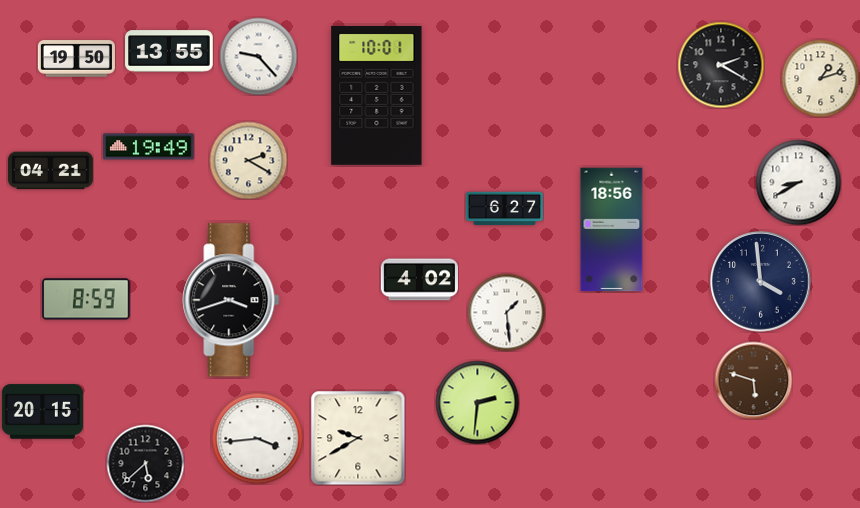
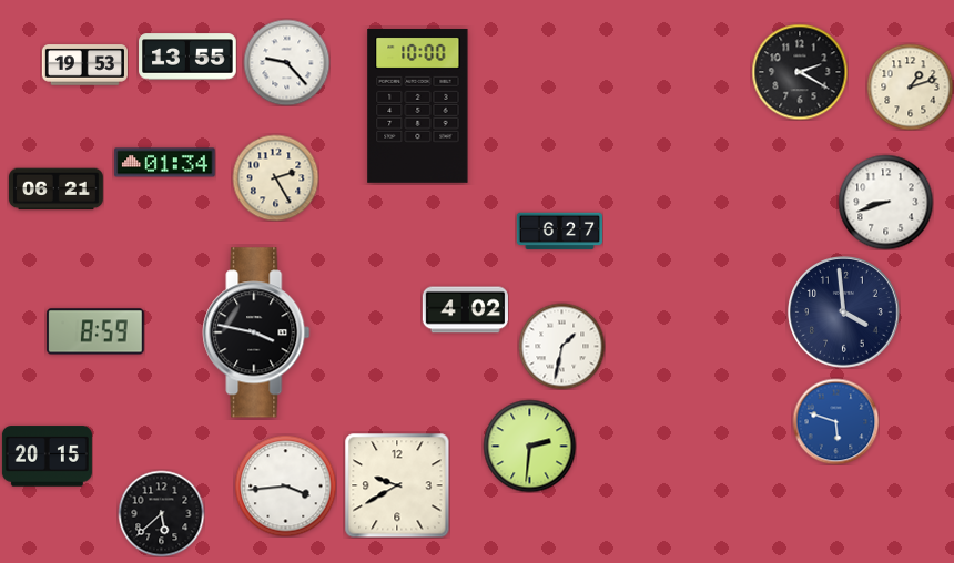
clock at (76, 59): 19:50 -> 19:53
clock at (377, 95): 10:01 -> 10:00
clock at (149, 147): 19:49 -> 01:34
clock at (248, 160): 2:20 -> 2:25
clock at (51, 171): 04:21 -> 06:21
clock at (798, 182): 8:40 -> 8:42
clock at (612, 230): 18:56 -> none
clock at (231, 300): 3:42 -> 3:47
clock at (506, 312): 1:29 -> 1:32
clock at (753, 380) dial: brown -> blue
